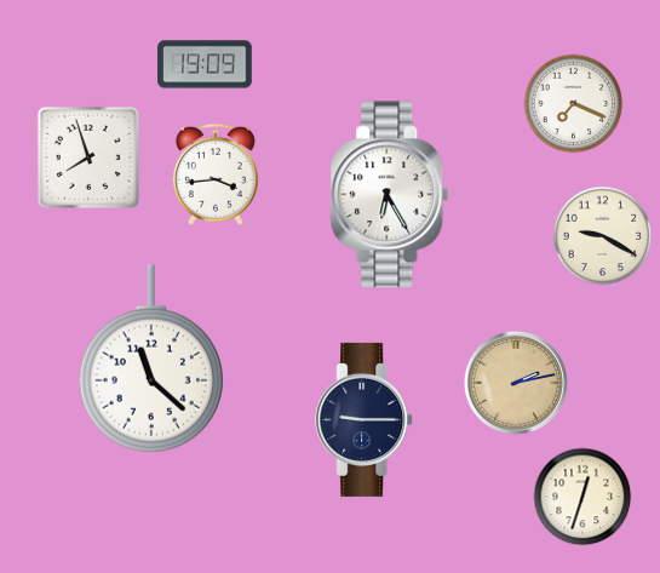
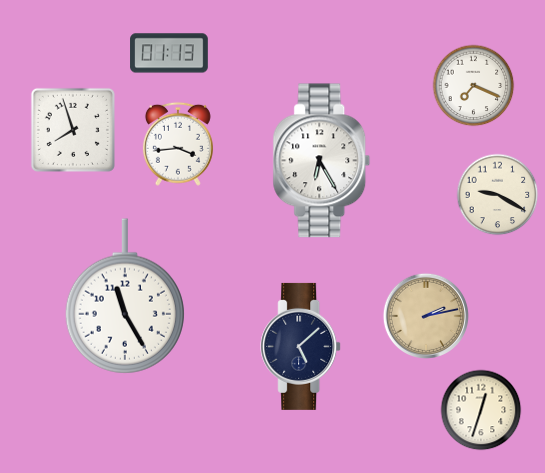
clock at (205, 64): 19:09 -> 01:13
clock at (151, 359): 11:22 -> 11:25
clock at (365, 419): 9:15 -> 5:08
